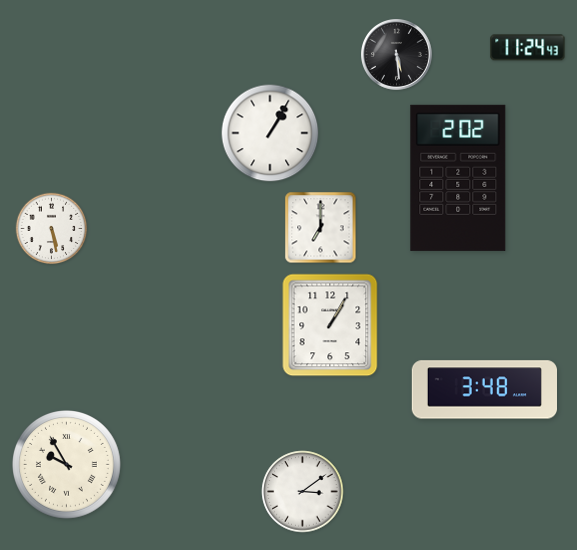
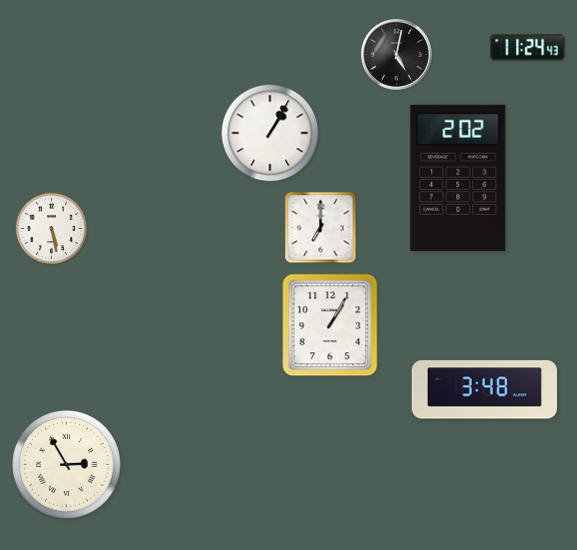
clock at (397, 55): 5:29 -> 5:02
clock at (67, 465): 9:55 -> 2:55
clock at (303, 492): 3:09 -> none
